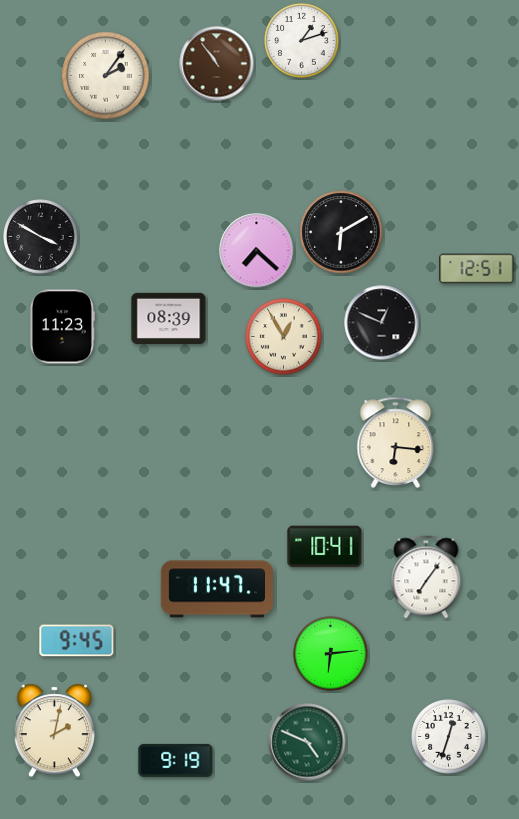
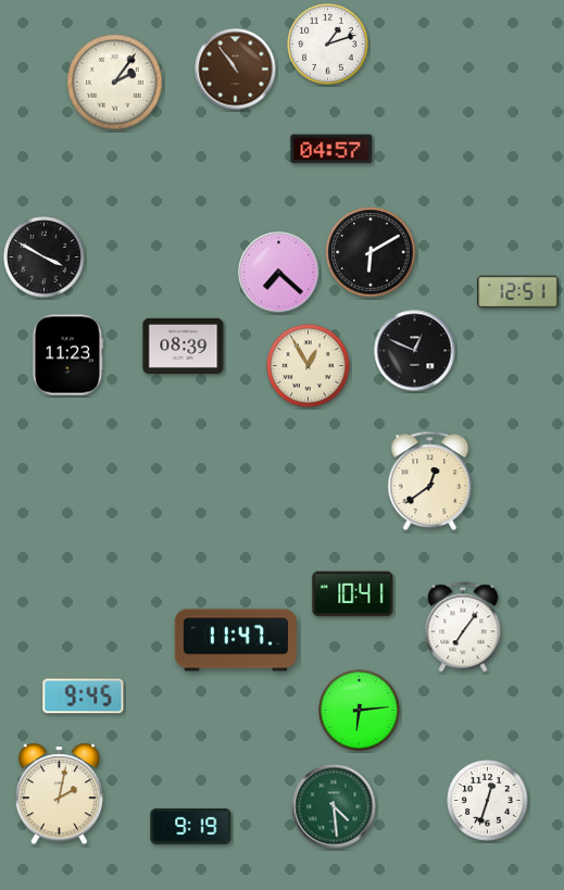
clock at (331, 149): none -> 04:57
clock at (396, 442): 6:16 -> 12:39
clock at (307, 742): 4:49 -> 4:29
